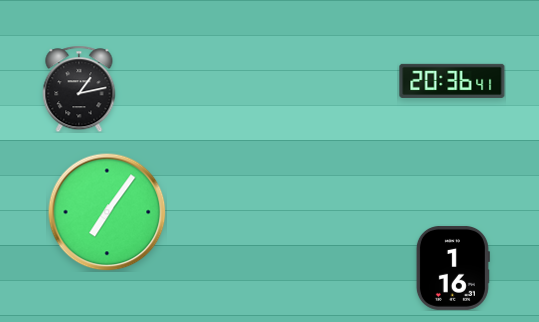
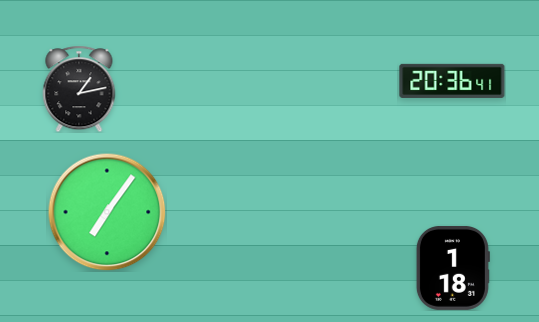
clock at (453, 268): 1:16 -> 1:18
